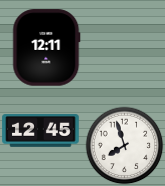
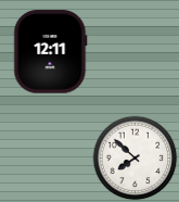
clock at (41, 131): 12:45 -> none
clock at (124, 145): 7:57 -> 7:52
